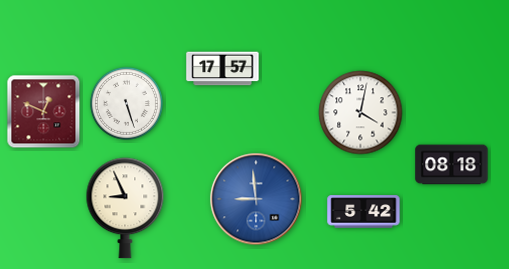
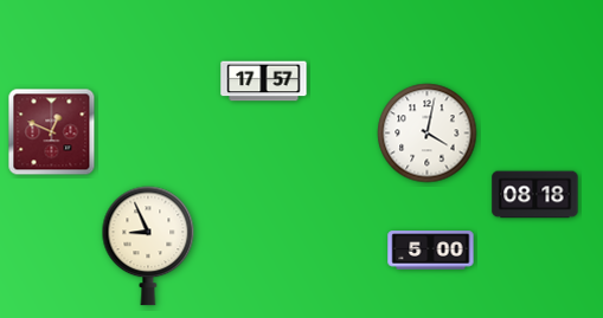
clock at (126, 103): 5:27 -> none
clock at (256, 199): 8:59 -> none
clock at (364, 212): 5:42 -> 5:00
